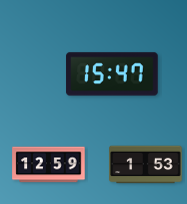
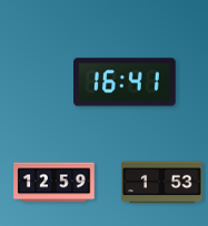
clock at (112, 74): 15:47 -> 16:41
